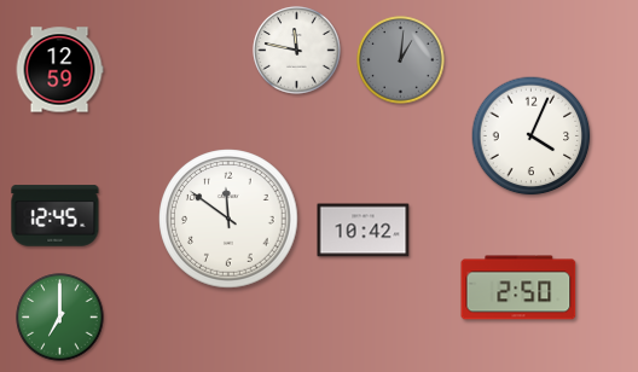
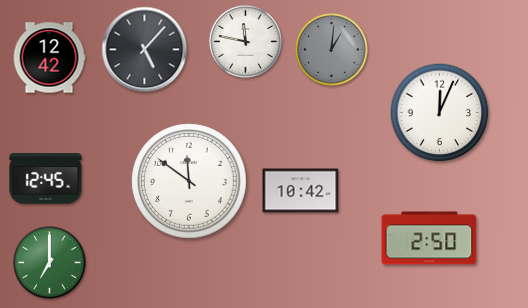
clock at (145, 50): none -> 5:07
clock at (59, 70): 12:59 -> 12:42
clock at (532, 136): 4:04 -> 12:04
